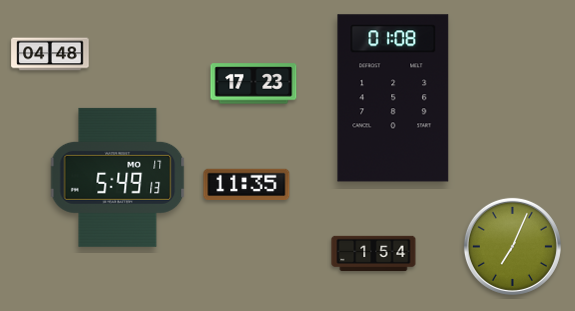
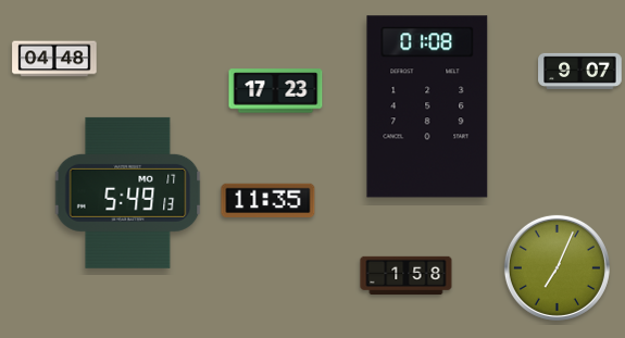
clock at (580, 71): none -> 9:07
clock at (374, 254): 1:54 -> 1:58
